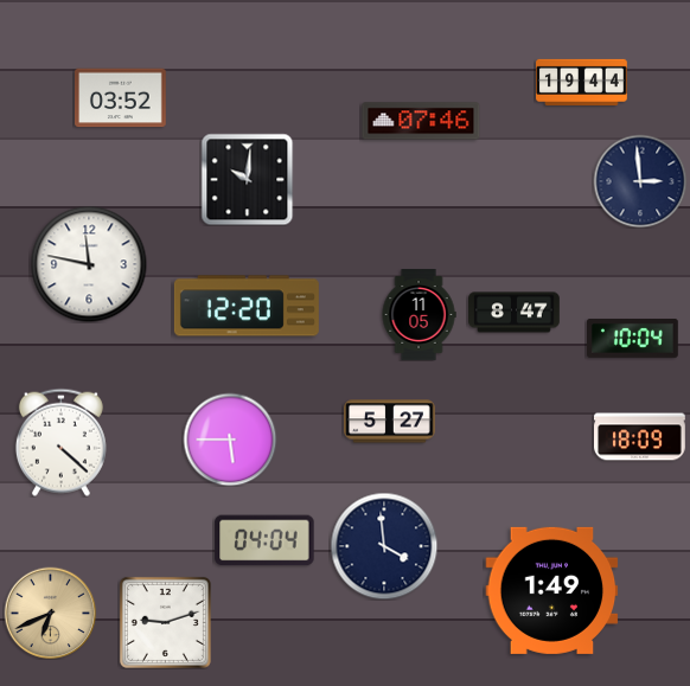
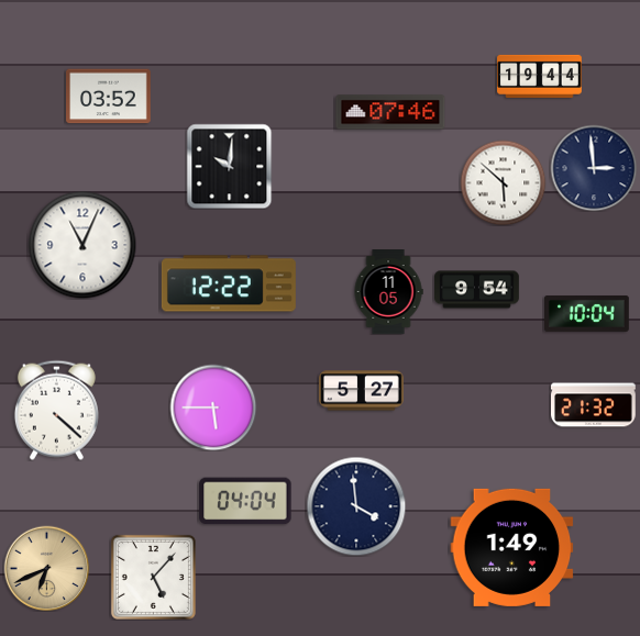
clock at (121, 98) position: (121, 98) -> (109, 97)
clock at (503, 182): none -> 5:52
clock at (89, 264): 11:47 -> 11:04
clock at (247, 306): 12:20 -> 12:22
clock at (515, 313): 8:47 -> 9:54
clock at (640, 437): 18:09 -> 21:32
clock at (165, 622): 9:12 -> 5:07
